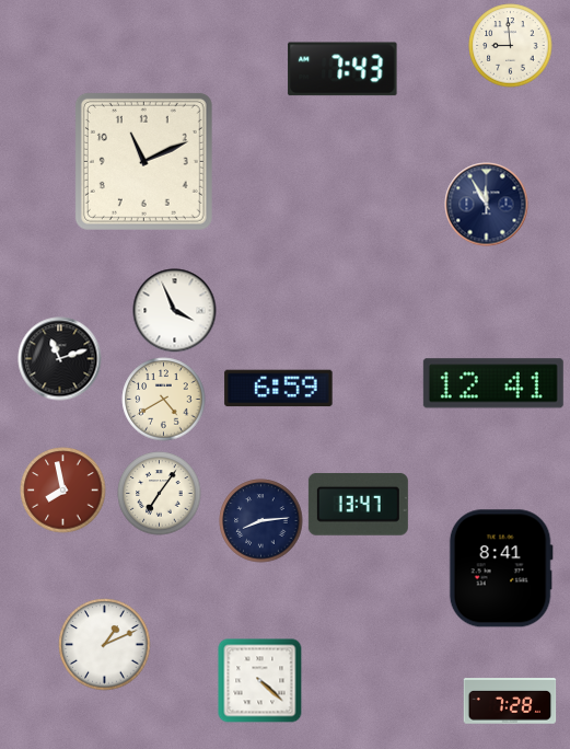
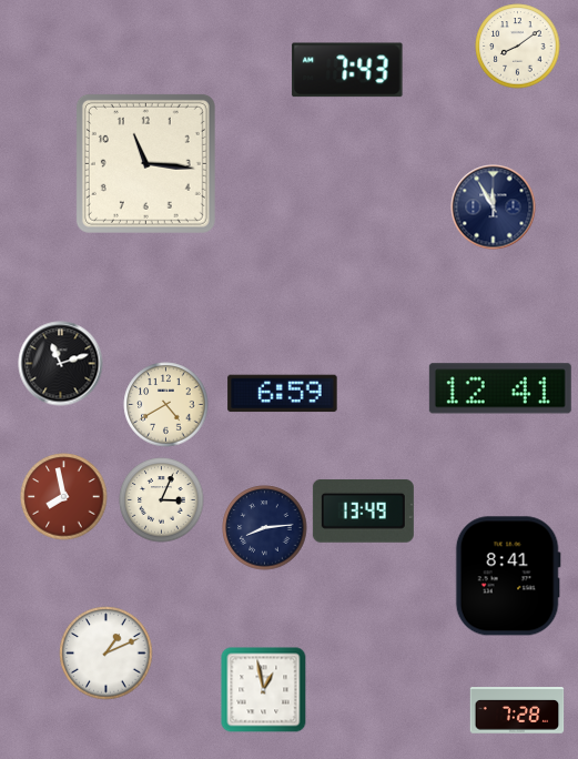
clock at (511, 46): 8:59 -> 8:09
clock at (143, 161): 11:11 -> 11:16
clock at (175, 311): 3:56 -> none
clock at (160, 494): 7:06 -> 3:04
clock at (358, 504): 13:47 -> 13:49
clock at (260, 681): 4:22 -> 12:58
